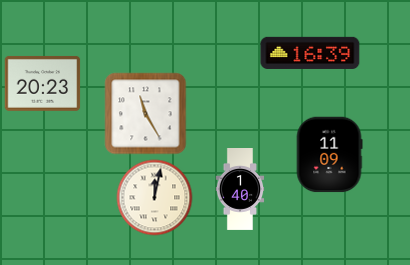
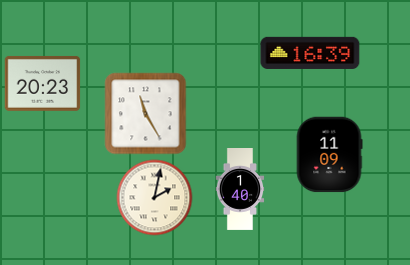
clock at (155, 198): 12:02 -> 2:02
